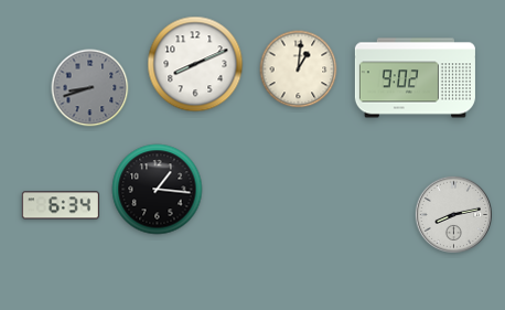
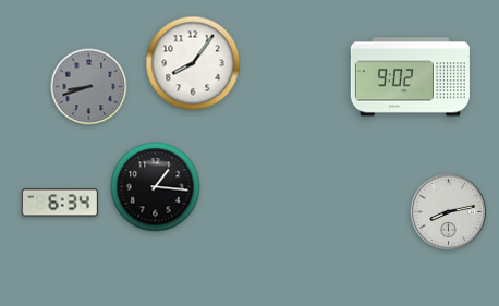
clock at (195, 64): 8:11 -> 8:06
clock at (299, 70): 1:01 -> none
